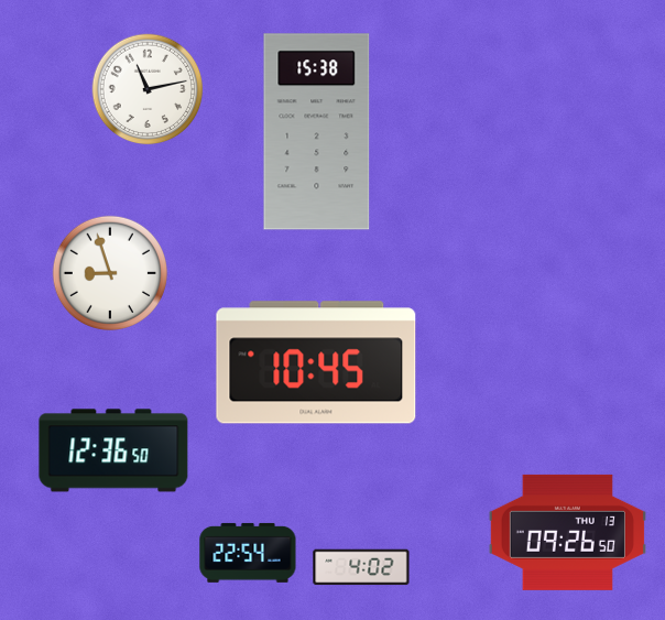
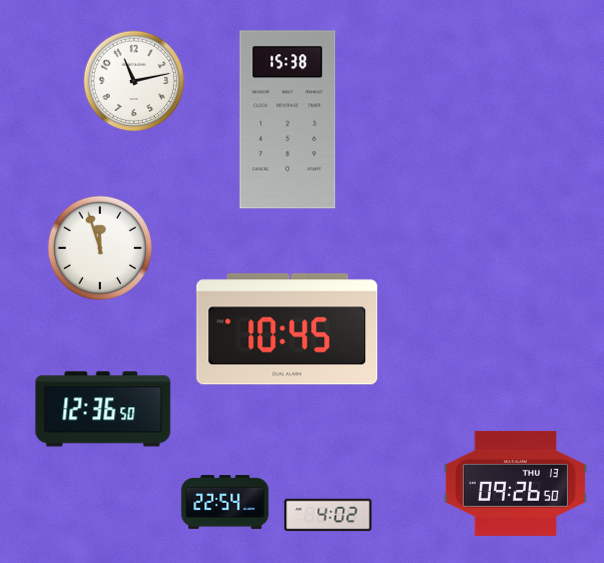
clock at (110, 273): 8:57 -> 11:57
